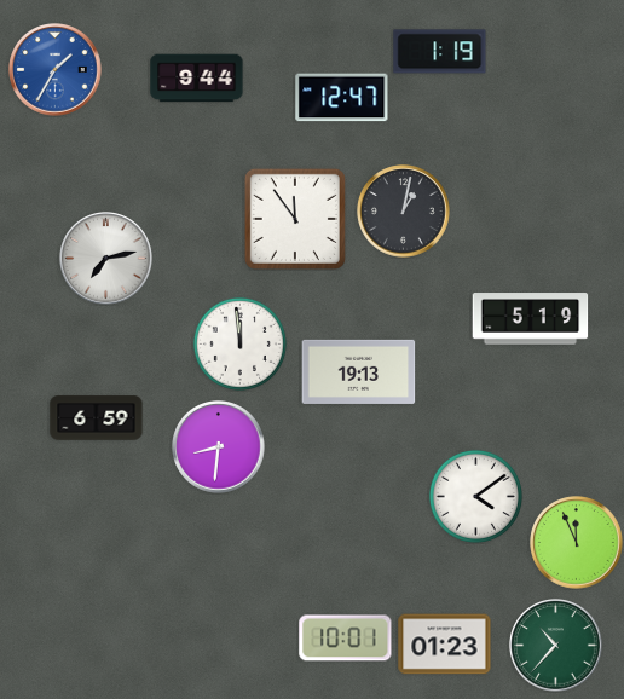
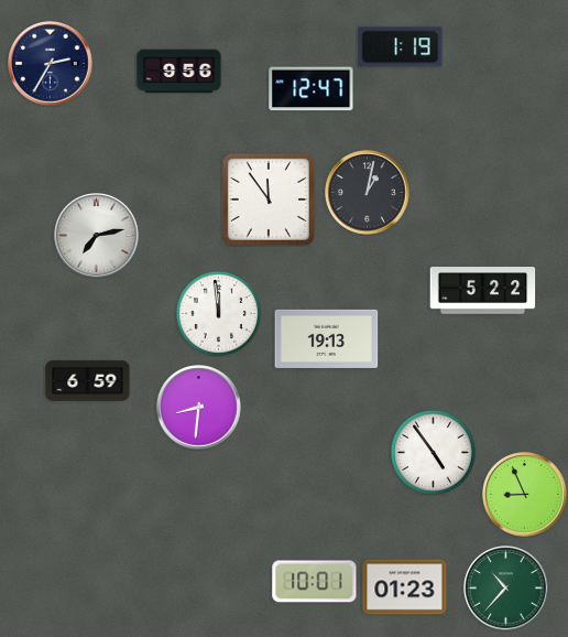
clock at (56, 70): 1:35 -> 2:35
clock at (56, 70) dial: blue -> navy
clock at (197, 79): 9:44 -> 9:56
clock at (531, 319): 5:19 -> 5:22
clock at (475, 496): 4:09 -> 4:54
clock at (577, 543): 11:56 -> 8:56
